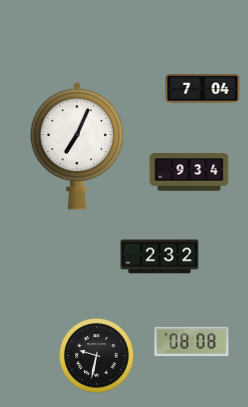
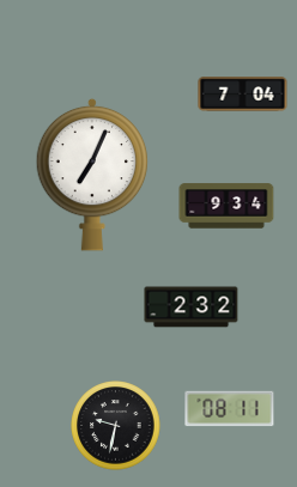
clock at (203, 89) position: (203, 89) -> (243, 95)
clock at (192, 342): 08:08 -> 08:11
